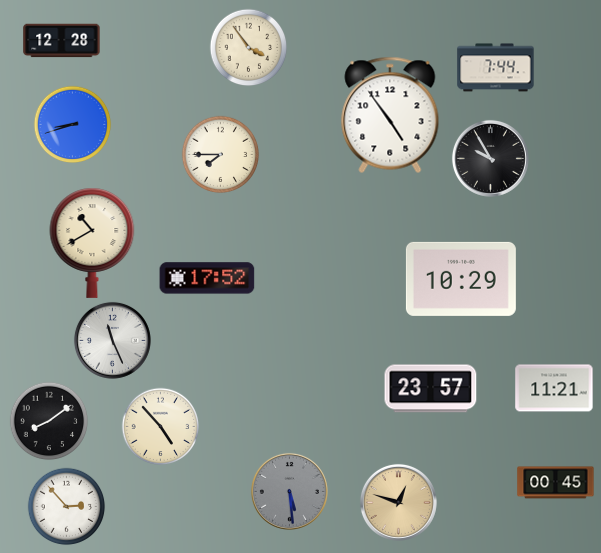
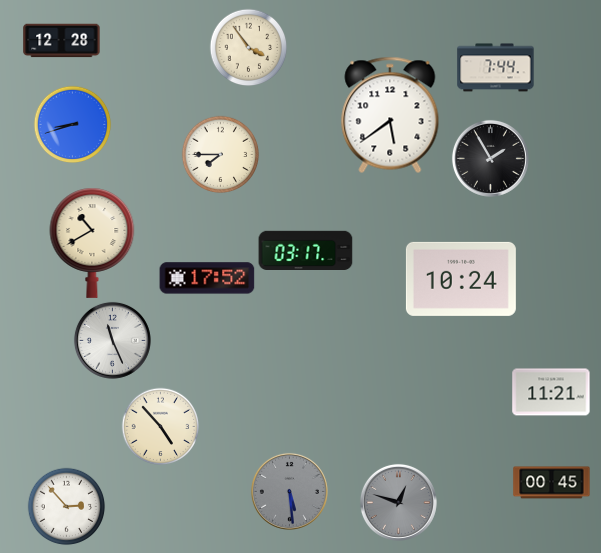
clock at (390, 115): 4:54 -> 5:39
clock at (490, 158): 9:55 -> 1:55
clock at (306, 251): none -> 03:17
clock at (461, 279): 10:29 -> 10:24
clock at (554, 388) position: (554, 388) -> (551, 392)
clock at (431, 389): 23:57 -> none
clock at (49, 421): 8:09 -> none
clock at (556, 483) position: (556, 483) -> (552, 483)
clock at (398, 502) dial: champagne -> grey
